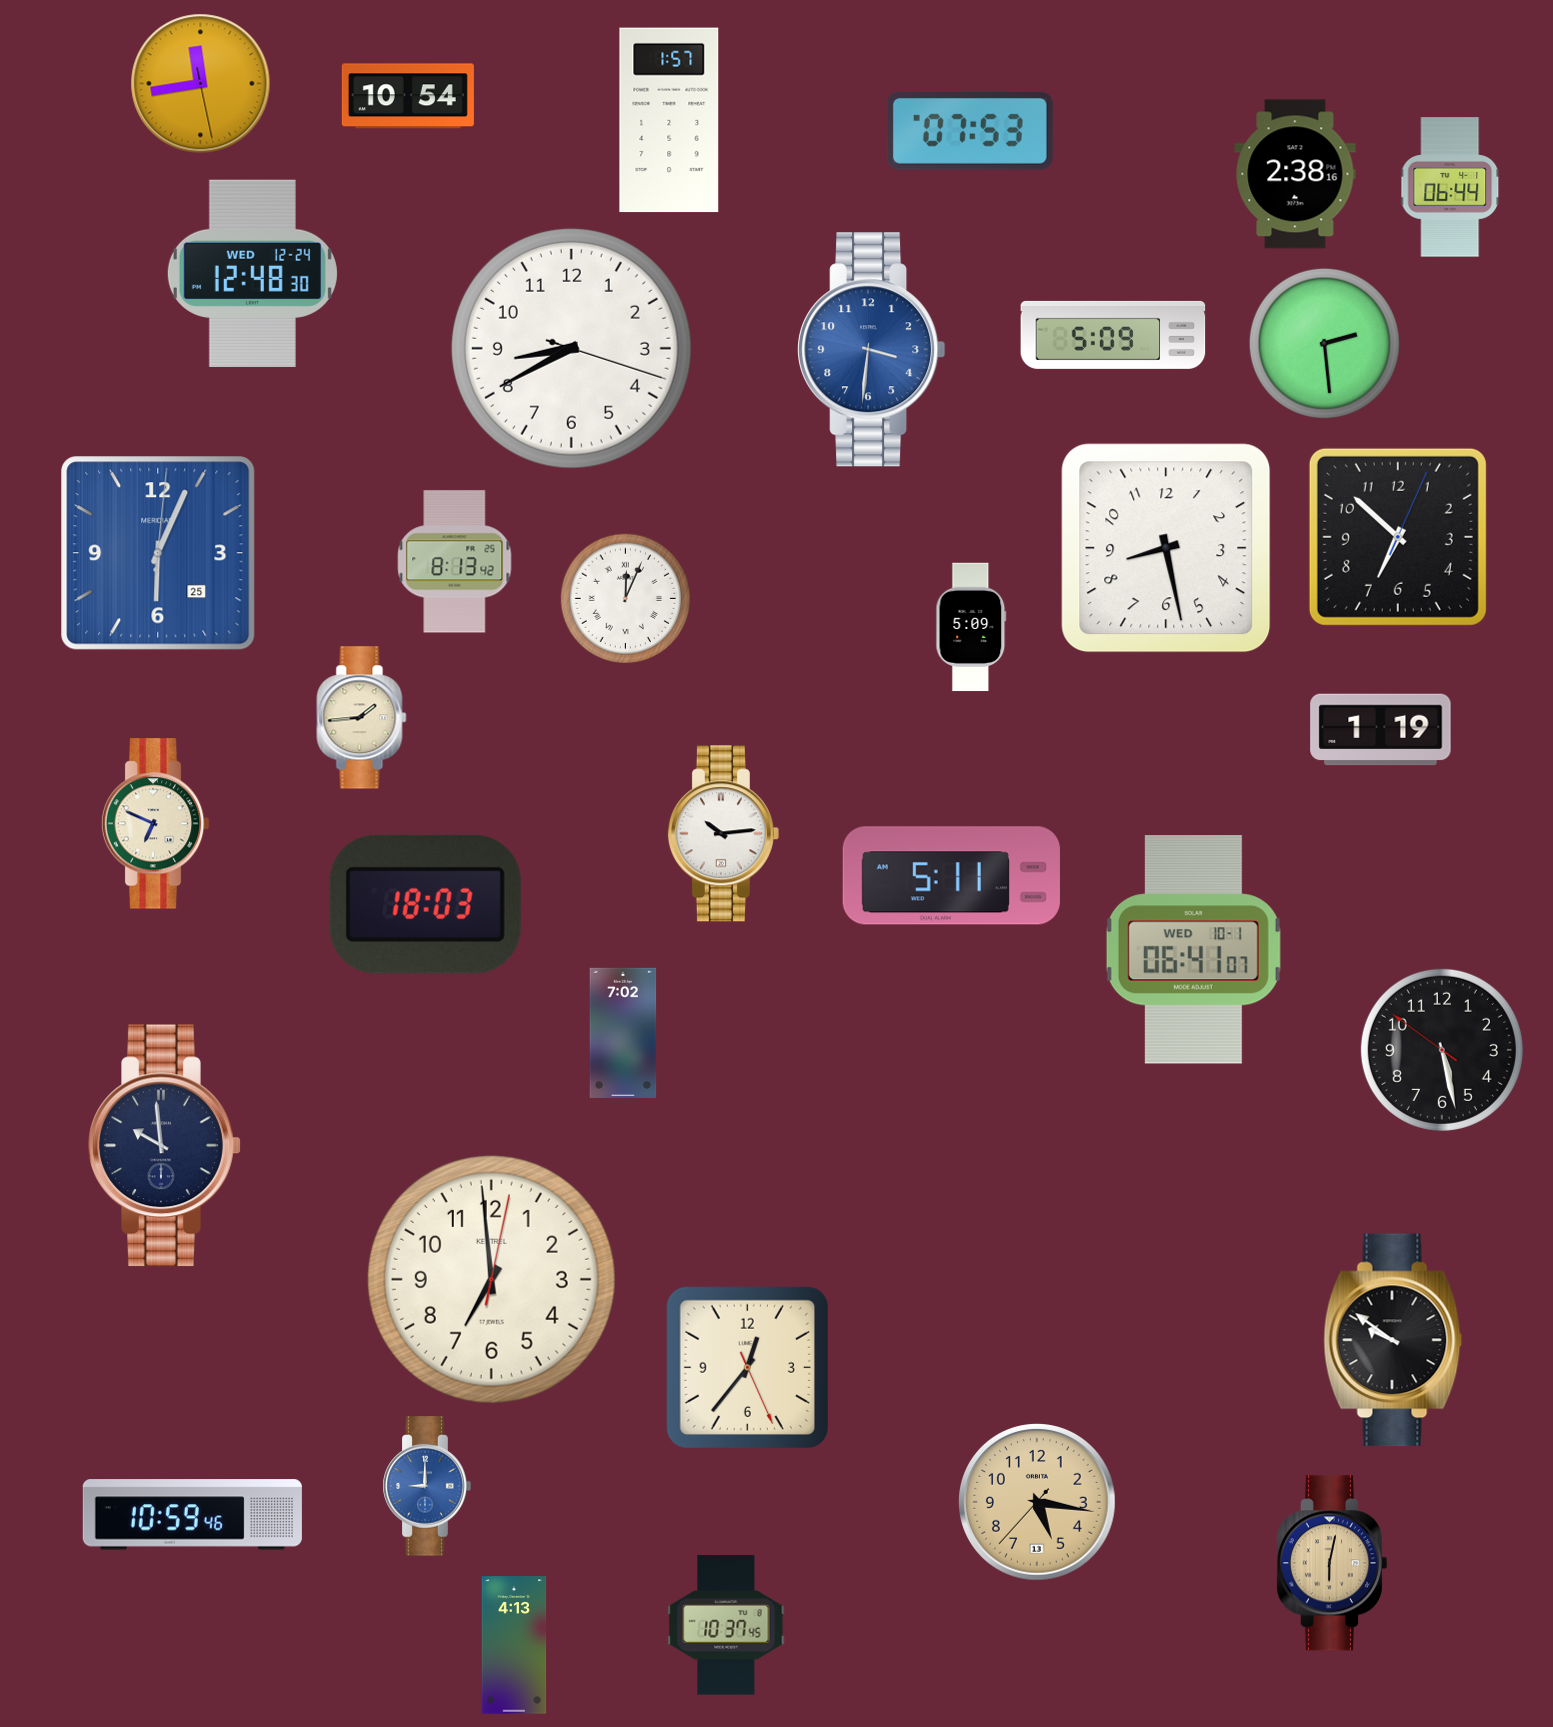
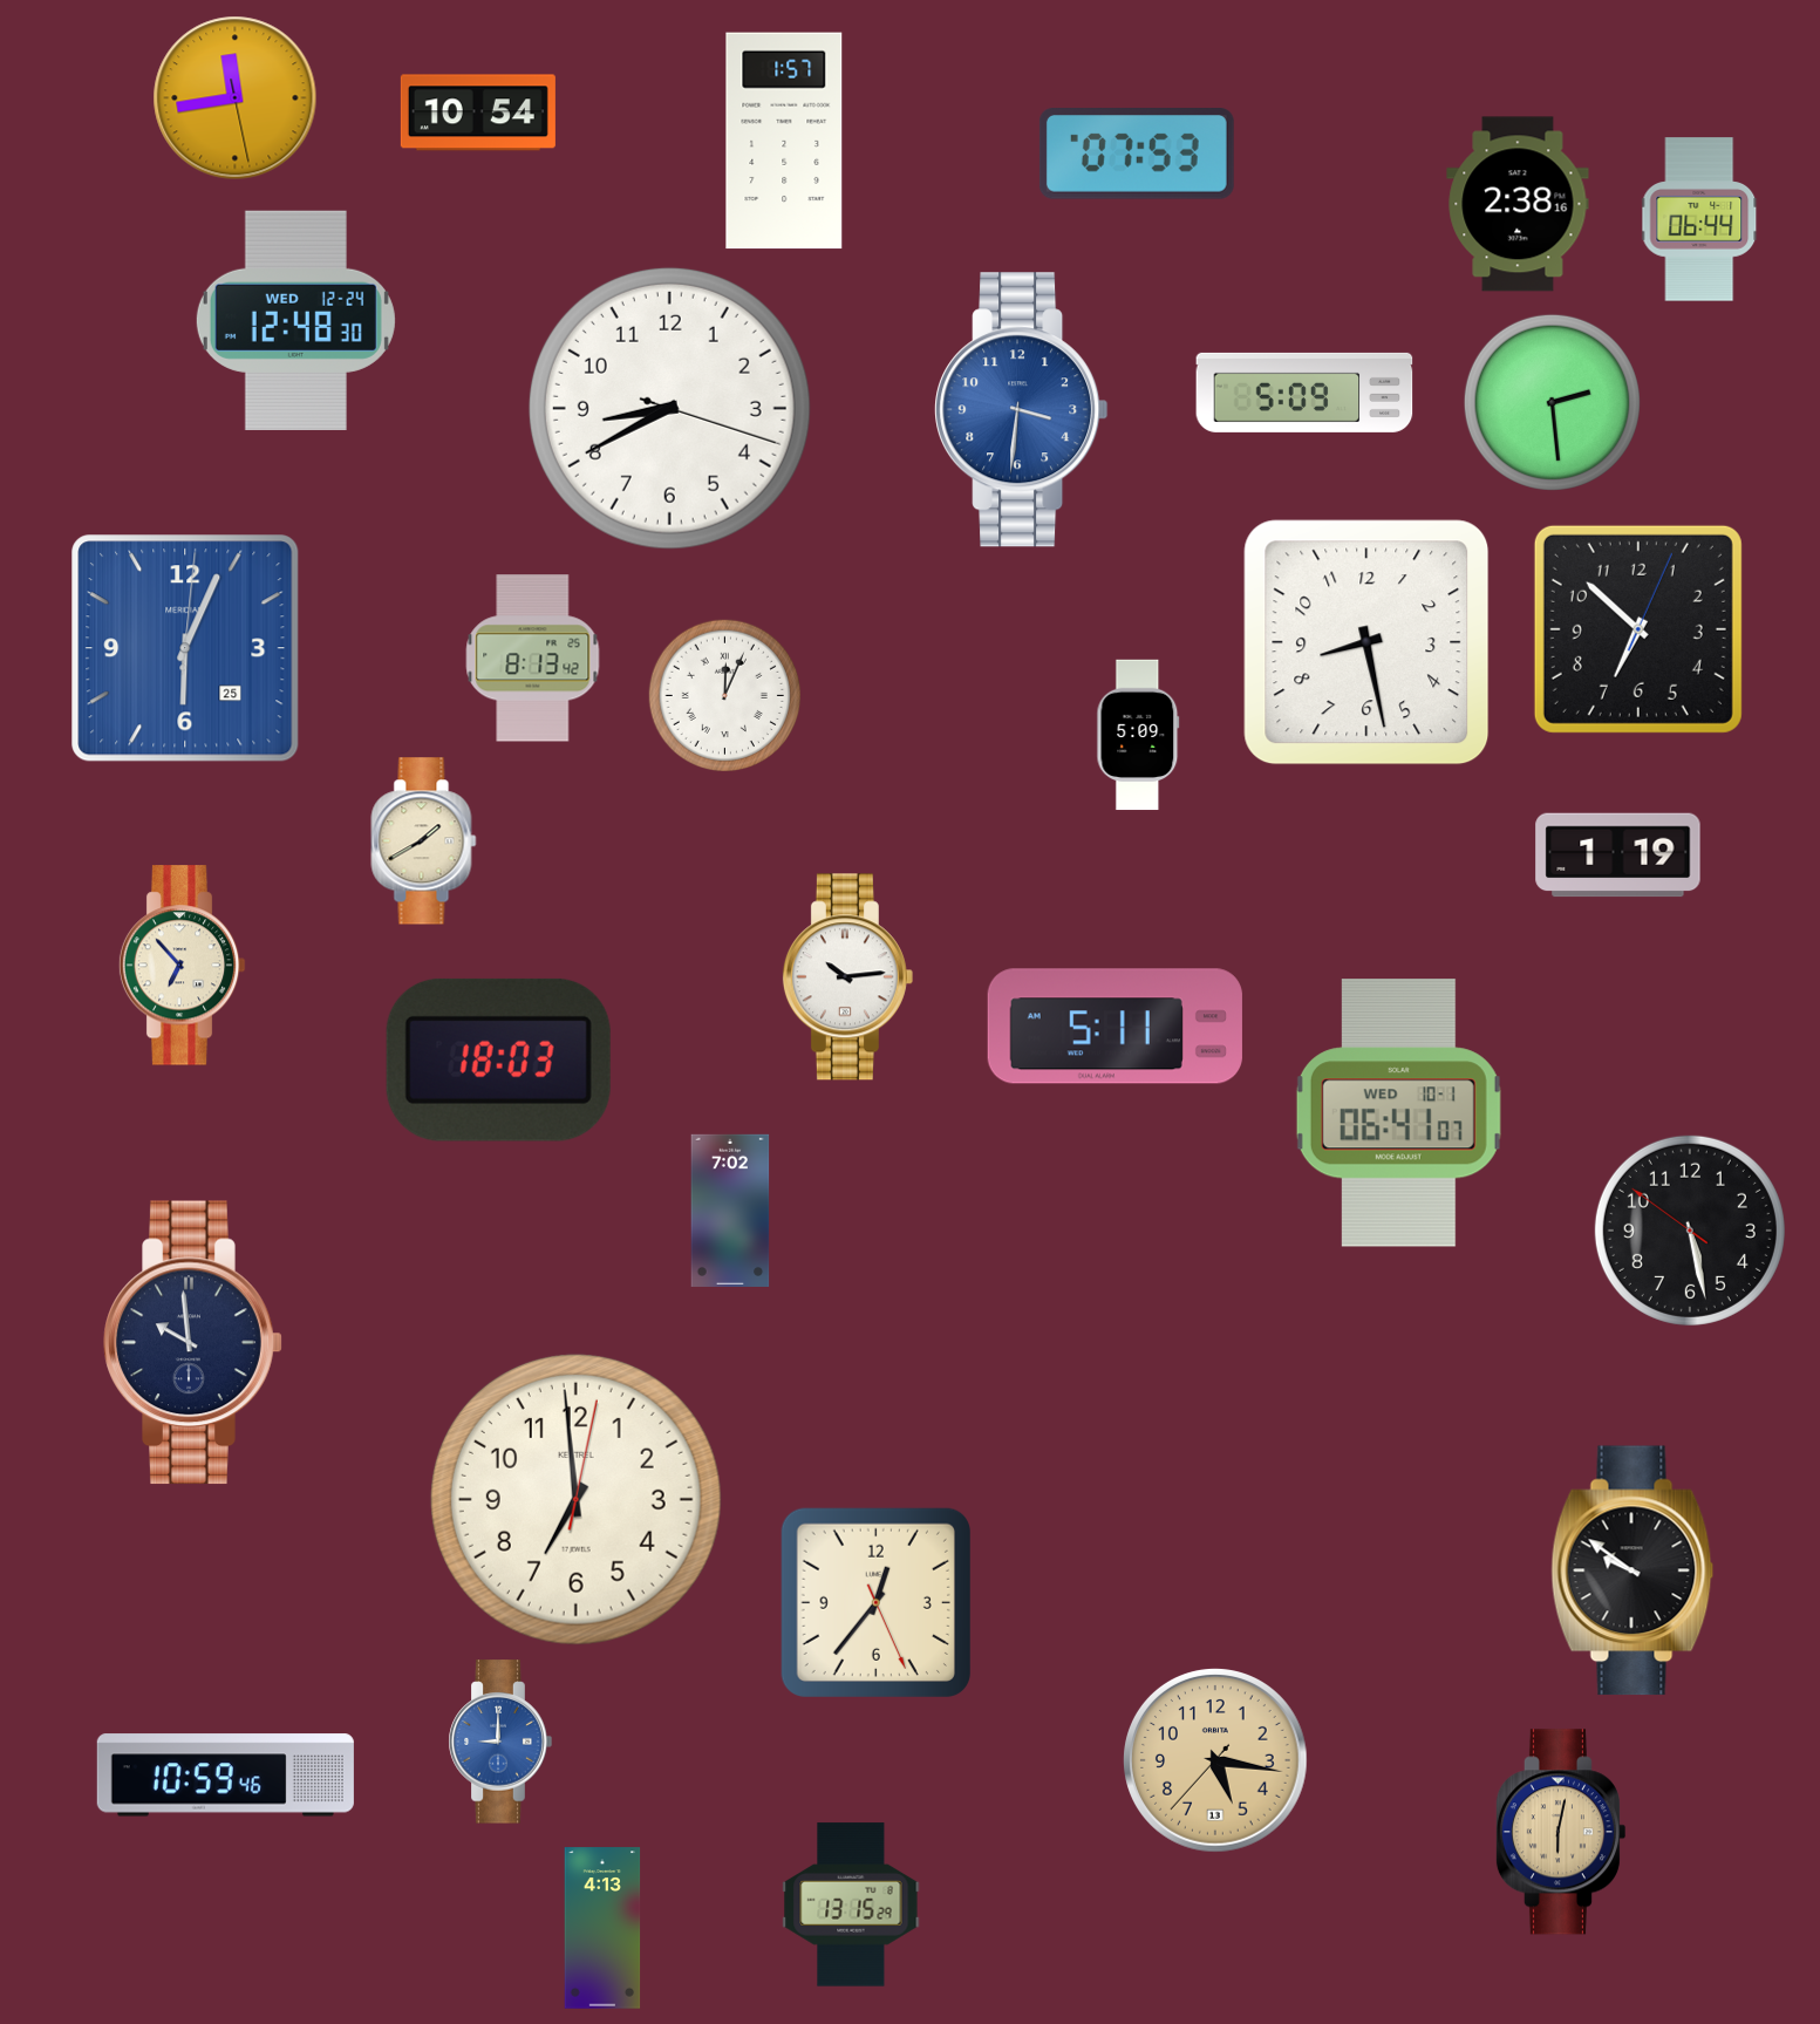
clock at (625, 598) position: (625, 598) -> (724, 695)
clock at (362, 718): 1:44 -> 1:40
clock at (155, 824): 6:49 -> 6:53
clock at (726, 1625): 10:37 -> 13:15
